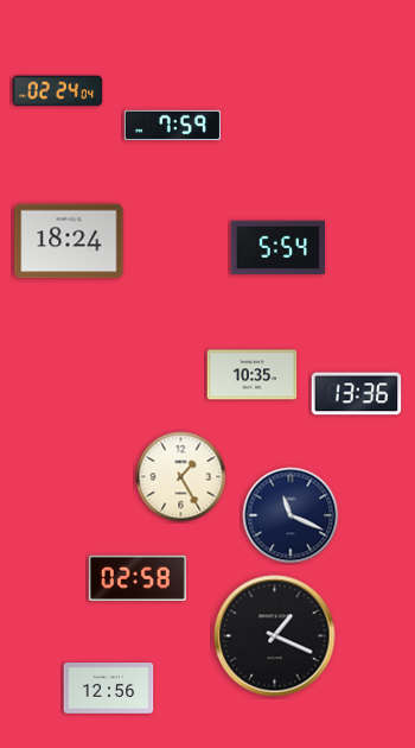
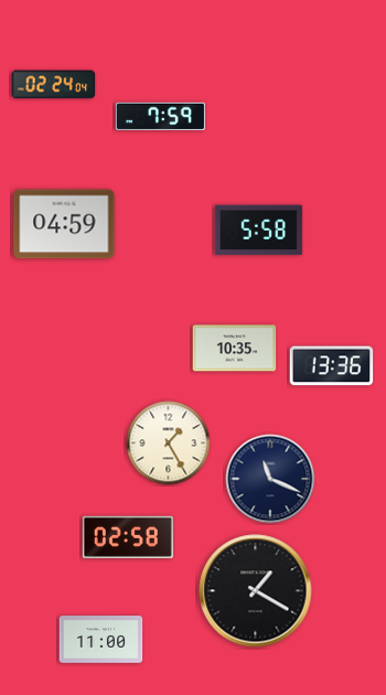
clock at (69, 241): 18:24 -> 04:59
clock at (277, 248): 5:54 -> 5:58
clock at (275, 636): 1:19 -> 1:20
clock at (109, 689): 12:56 -> 11:00
